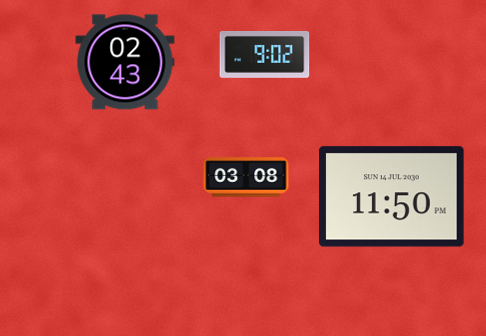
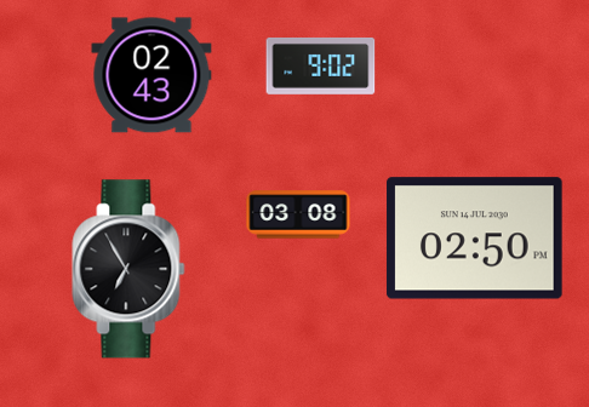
clock at (392, 197): 11:50 -> 02:50
clock at (128, 269): none -> 6:55
